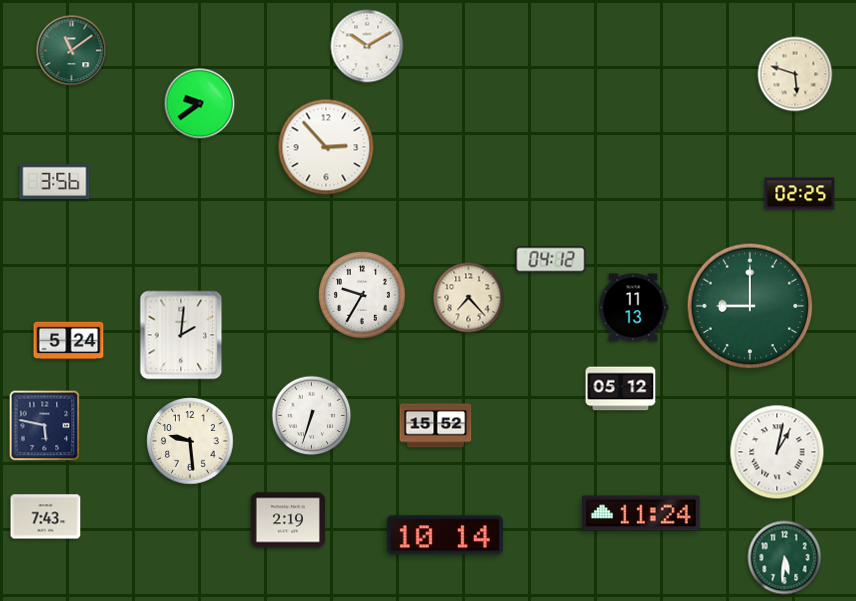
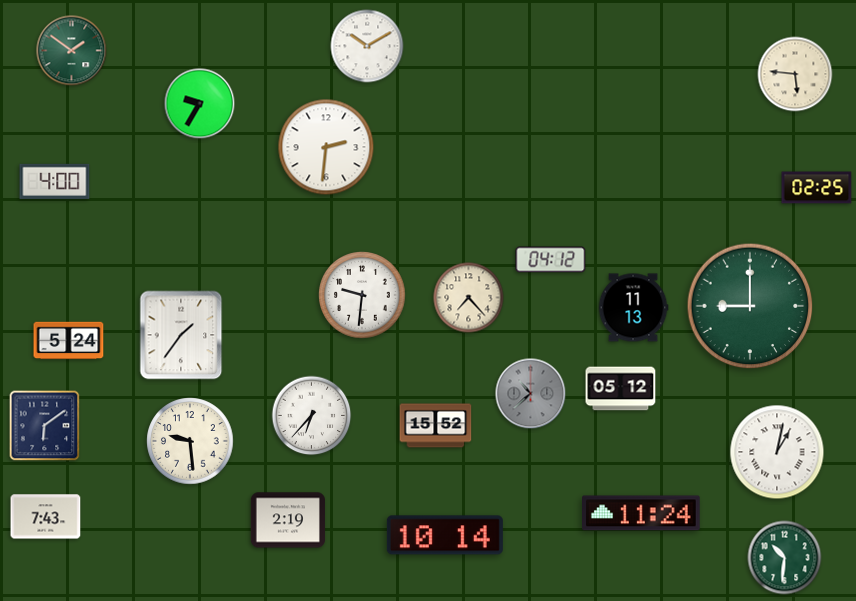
clock at (72, 51): 11:09 -> 1:51
clock at (795, 74): 5:48 -> 5:46
clock at (200, 104): 9:39 -> 9:35
clock at (326, 147): 2:53 -> 2:31
clock at (55, 181): 3:56 -> 4:00
clock at (800, 194) position: (800, 194) -> (817, 188)
clock at (362, 295): 9:35 -> 9:31
clock at (181, 335): 2:01 -> 1:36
clock at (531, 394): none -> 10:38
clock at (312, 416): 6:33 -> 6:37
clock at (45, 426): 5:47 -> 6:09
clock at (785, 558): 5:31 -> 10:31
